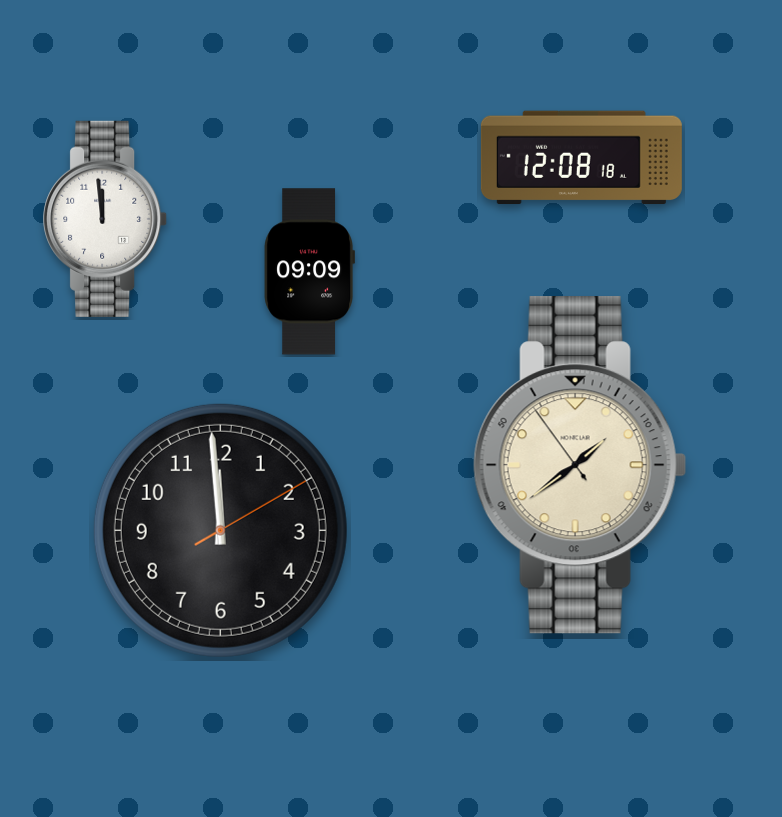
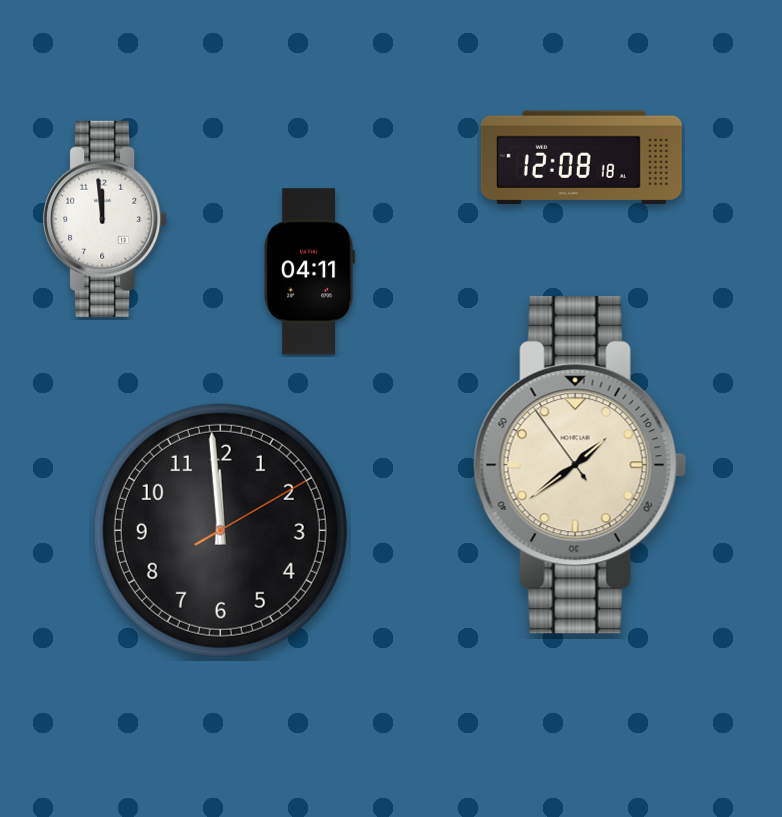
clock at (309, 272): 09:09 -> 04:11
